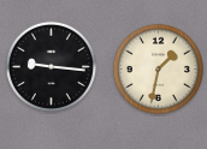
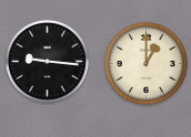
clock at (158, 68): 1:32 -> 1:00
